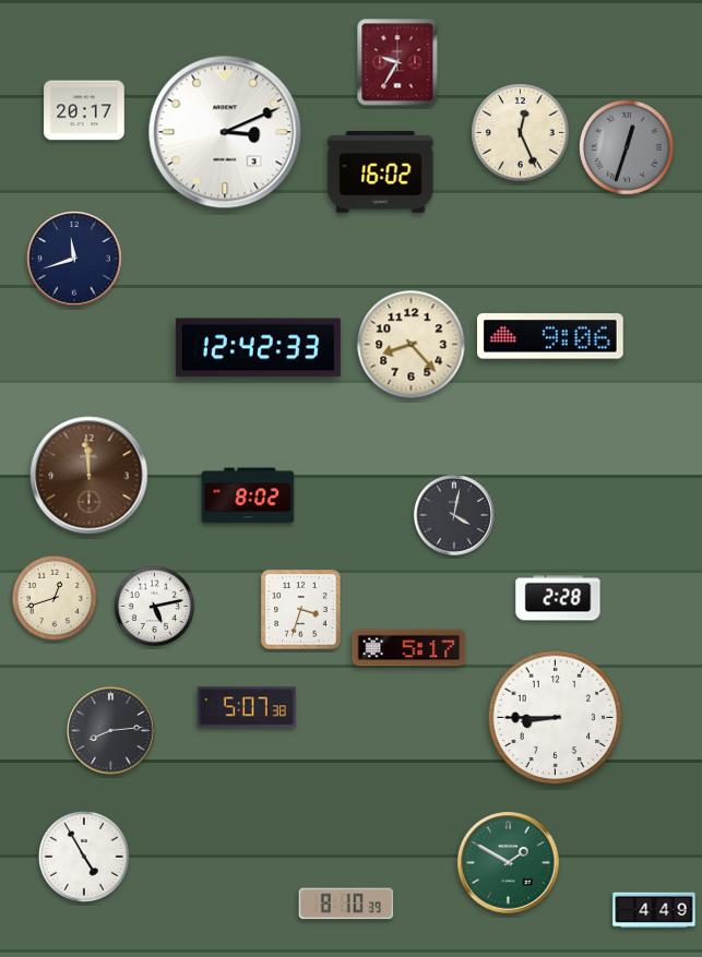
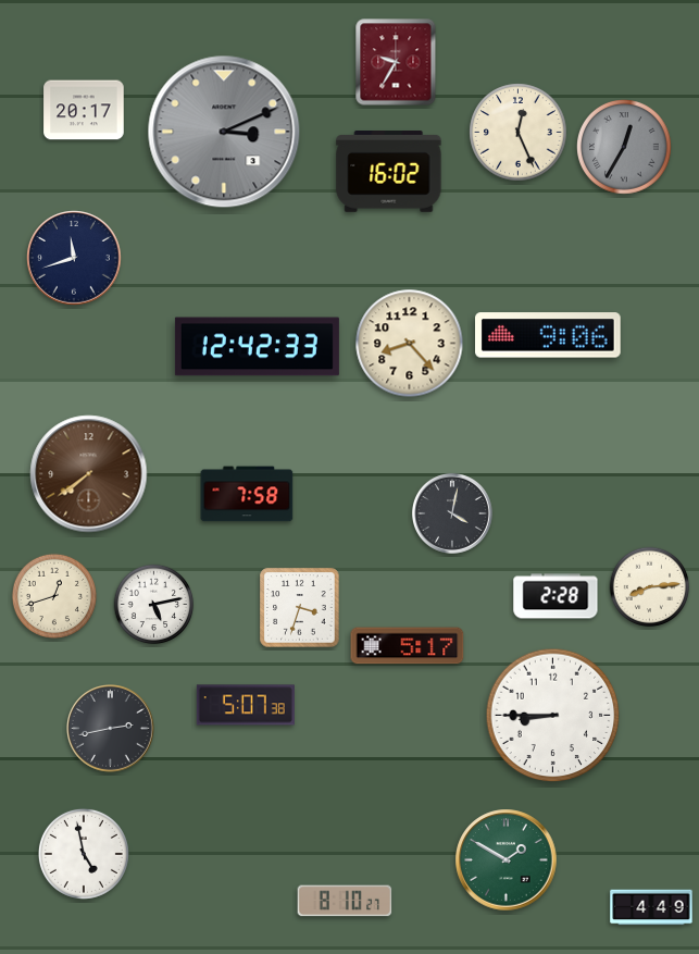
clock at (225, 132) dial: white -> grey
clock at (628, 148): 12:33 -> 12:35
clock at (381, 172) position: (381, 172) -> (389, 172)
clock at (90, 476): 11:59 -> 7:39
clock at (248, 495): 8:02 -> 7:58
clock at (650, 587): none -> 8:14
clock at (111, 731): 8:14 -> 2:43
clock at (84, 857): 4:55 -> 4:58
clock at (346, 904): 8:10:39 -> 8:10:27
